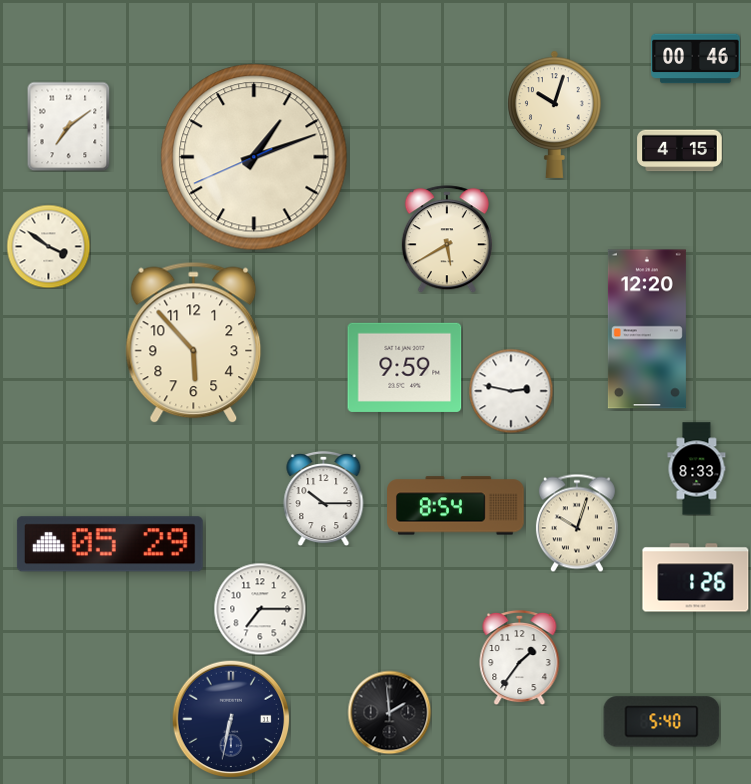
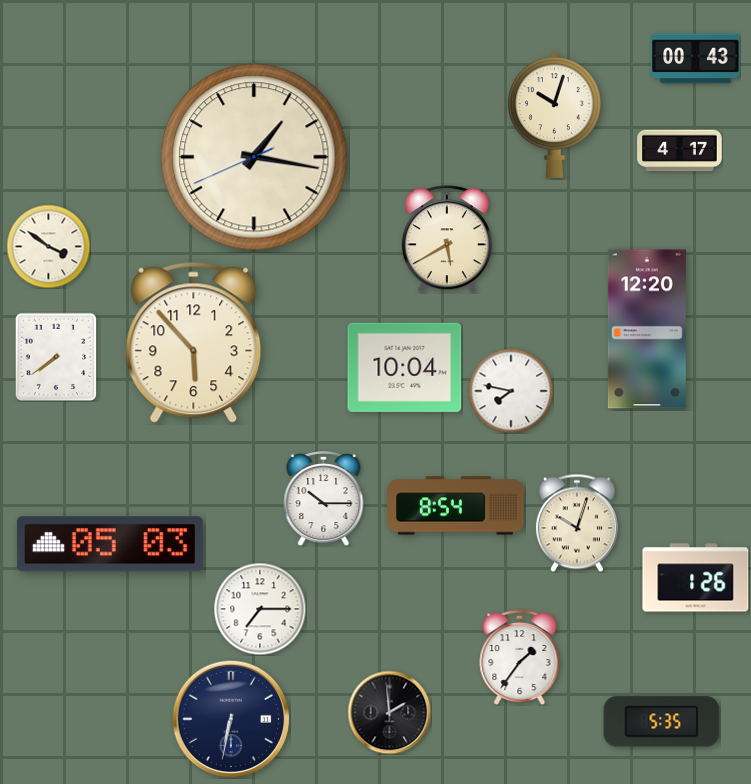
clock at (696, 59): 00:46 -> 00:43
clock at (69, 126): 7:09 -> none
clock at (680, 151): 4:15 -> 4:17
clock at (254, 157): 1:11 -> 1:16
clock at (56, 357): none -> 7:39
clock at (405, 367): 9:59 -> 10:04
clock at (511, 391): 2:47 -> 7:47
clock at (697, 469): 8:33 -> none
clock at (110, 544): 05:29 -> 05:03
clock at (662, 722): 5:40 -> 5:35
